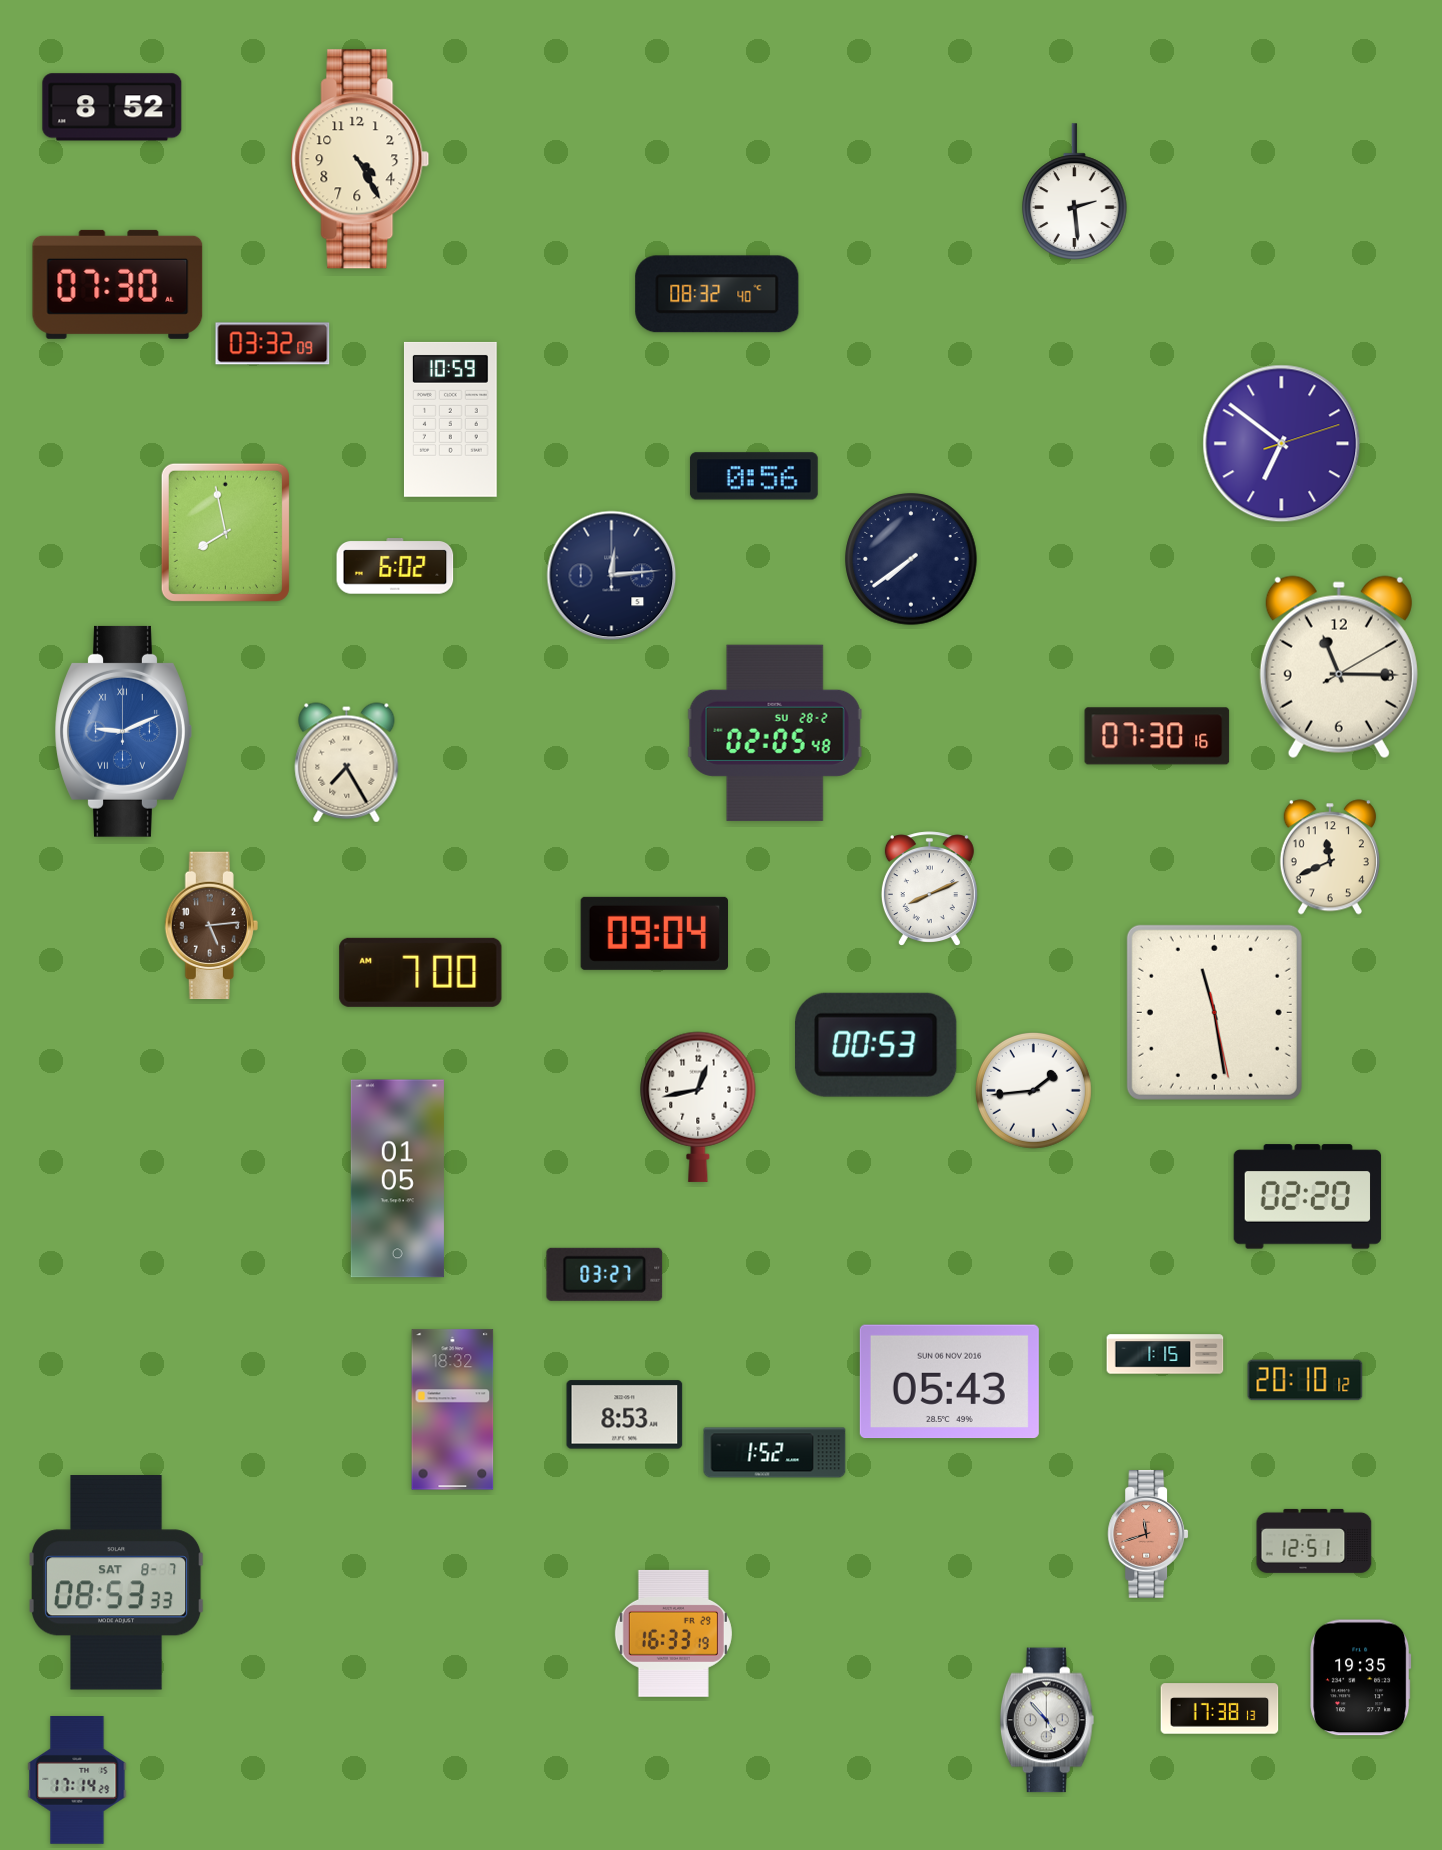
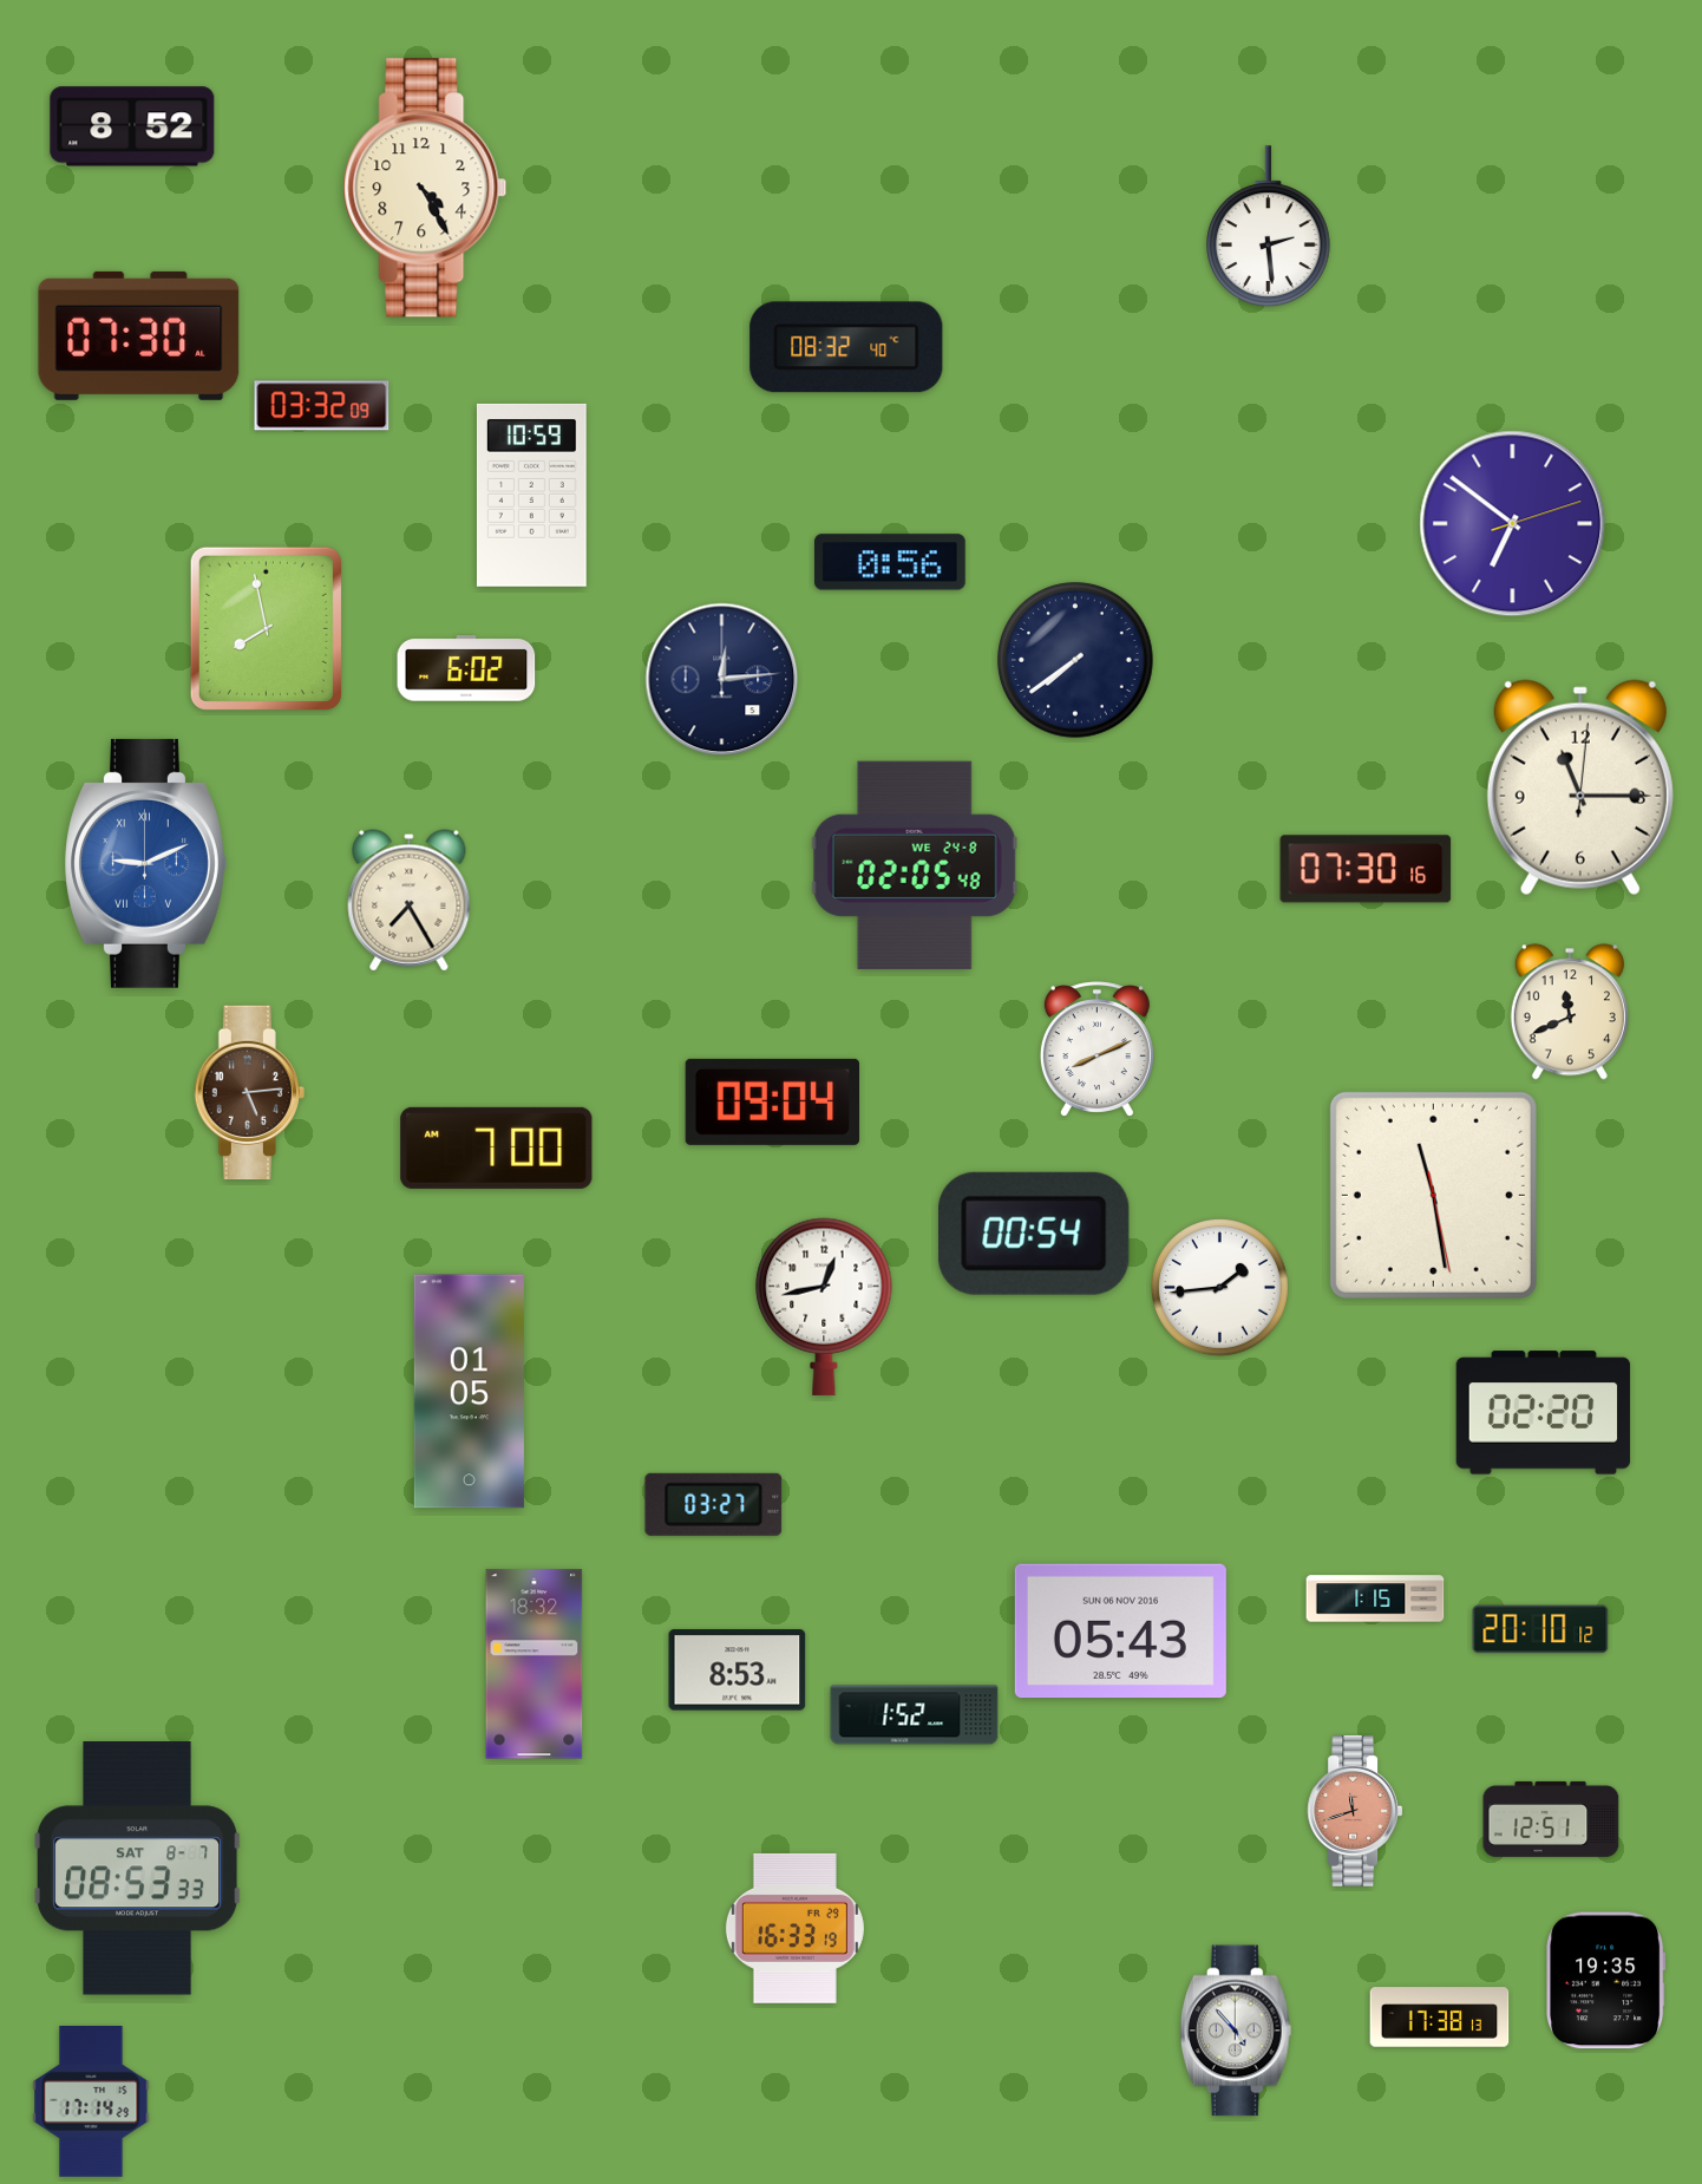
clock at (1339, 667): 11:15:10 -> 11:15:01
clock at (775, 733) date: SU 28-2 -> WE 24-8
clock at (877, 1045): 00:53 -> 00:54
